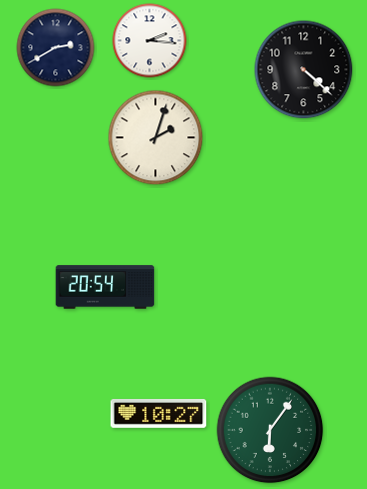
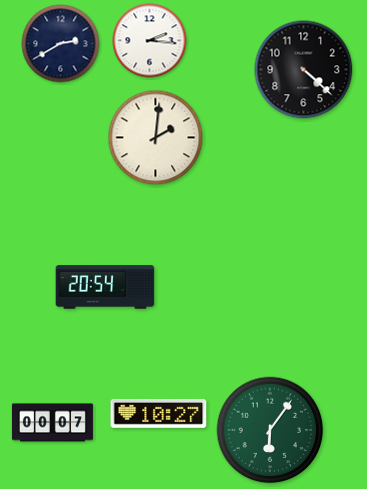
clock at (56, 48) position: (56, 48) -> (61, 44)
clock at (156, 138): 2:03 -> 2:01
clock at (52, 423): none -> 00:07
